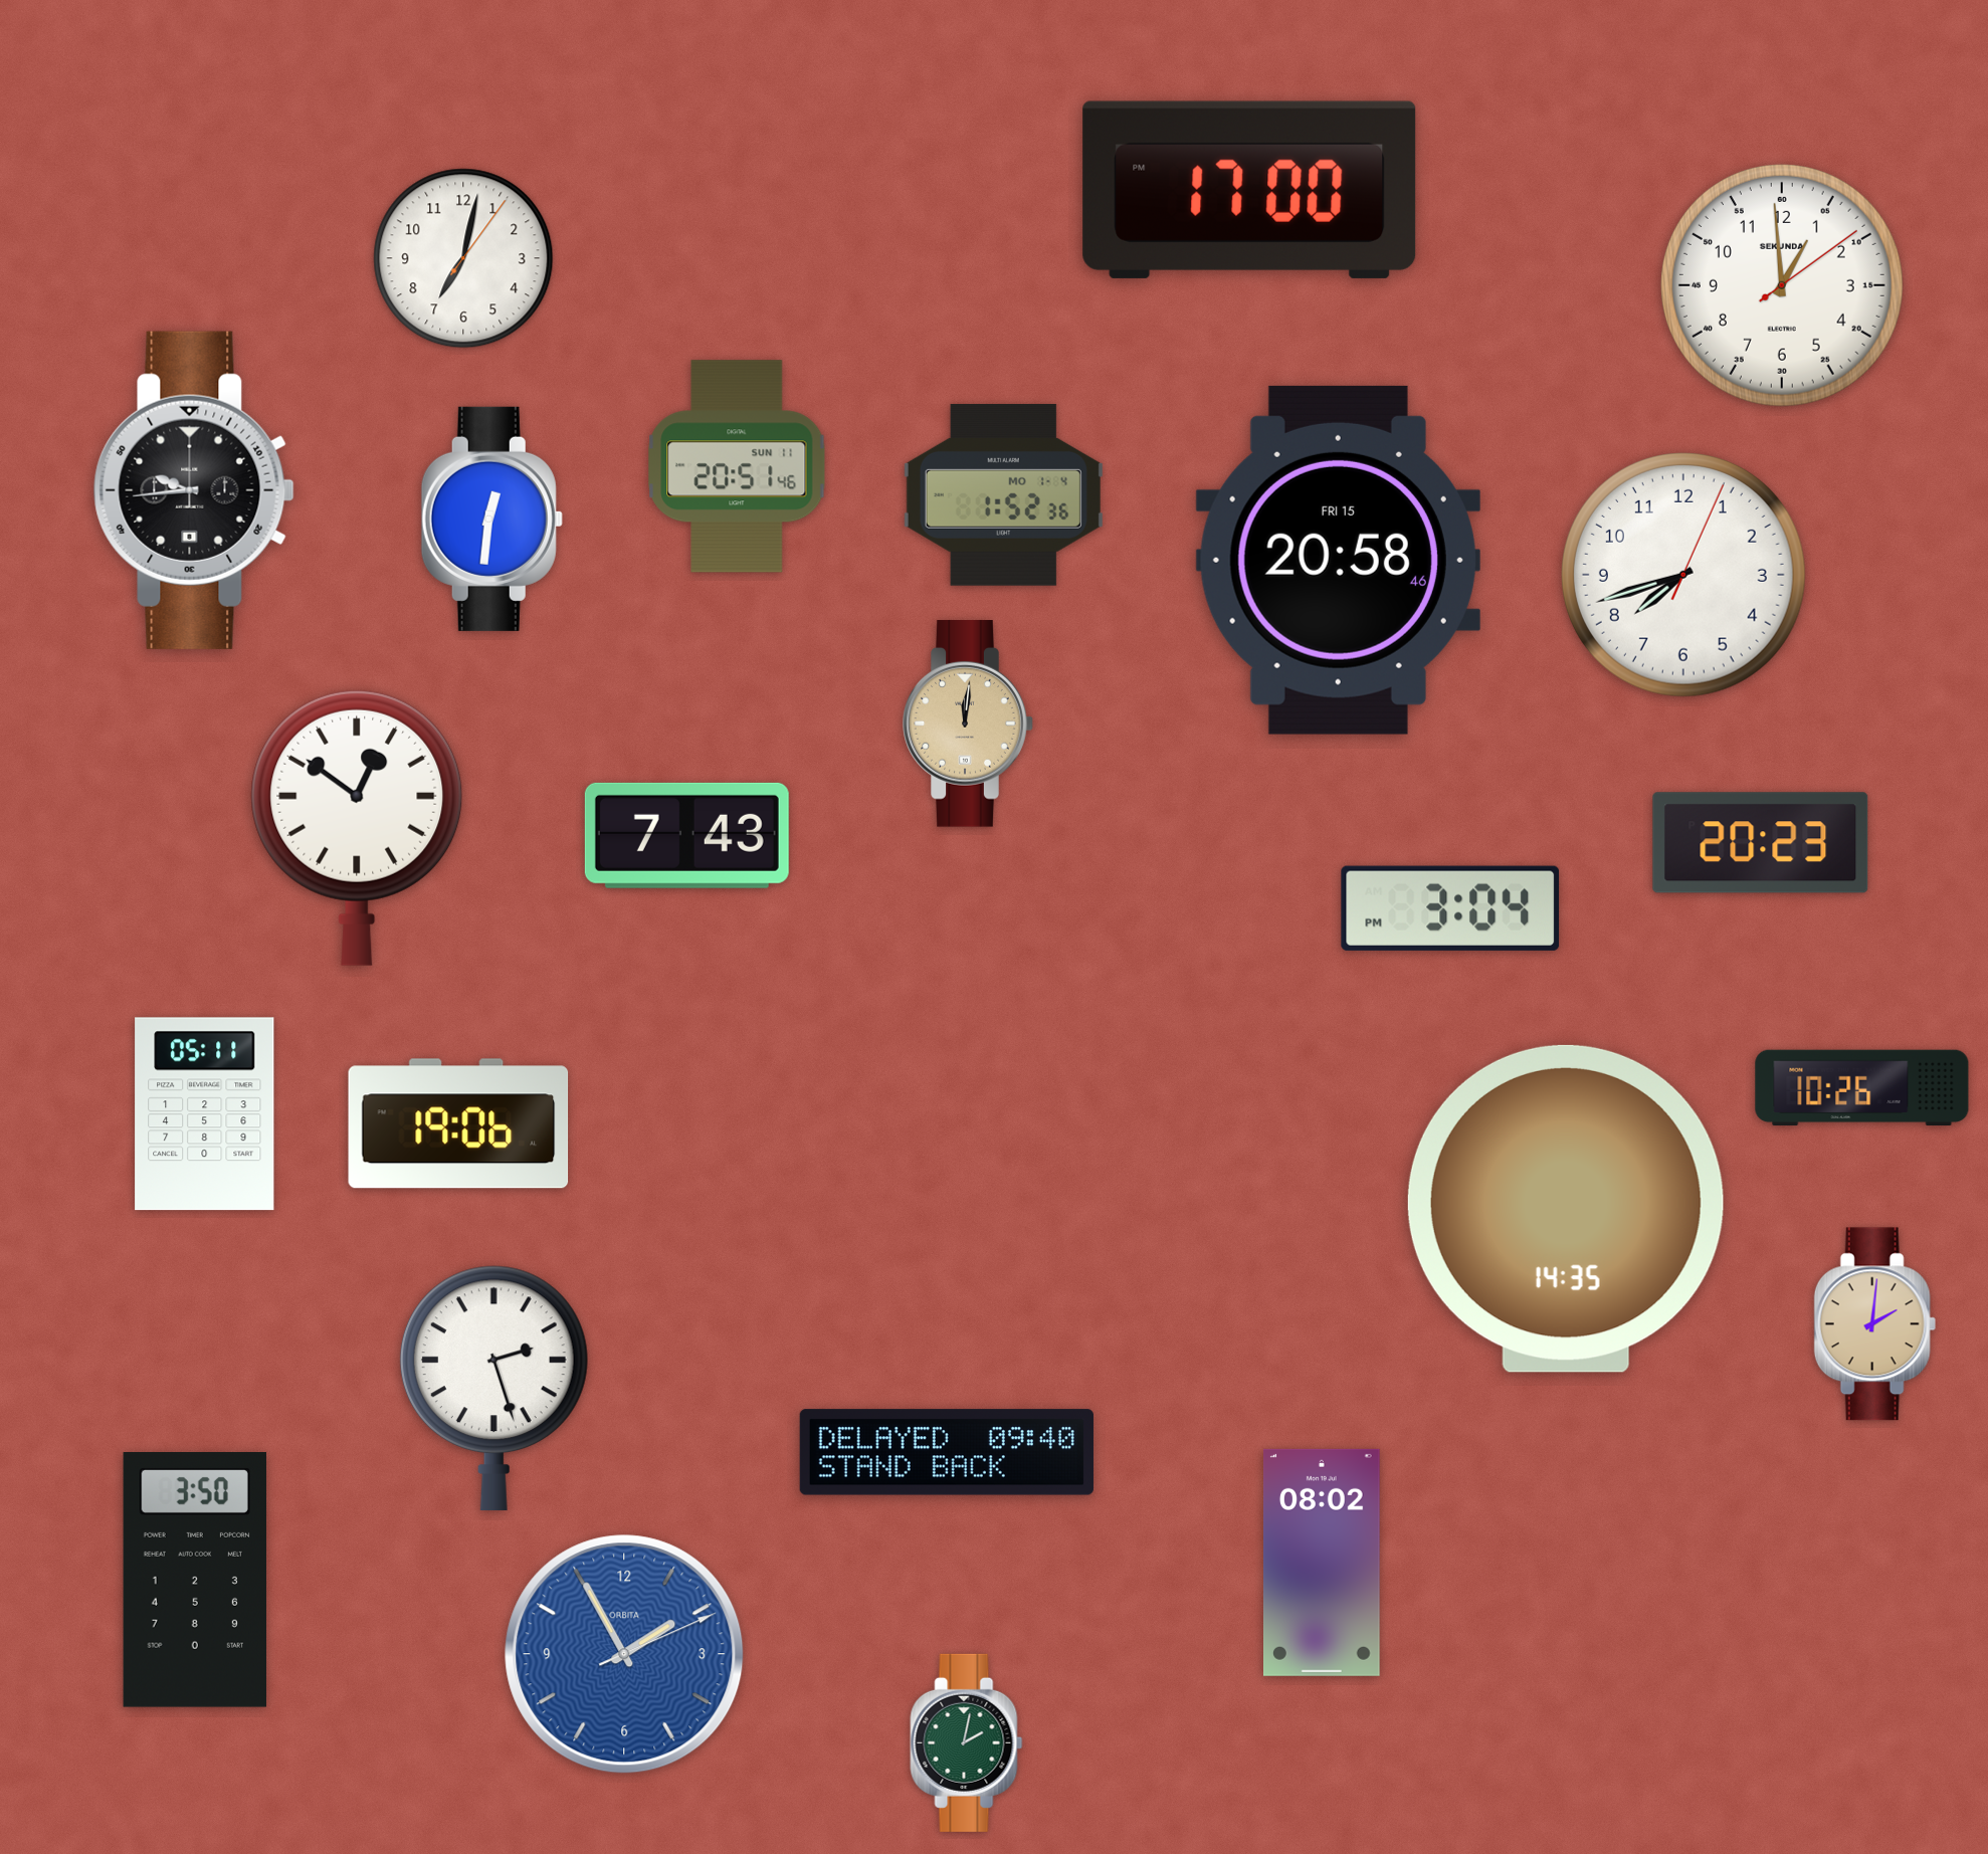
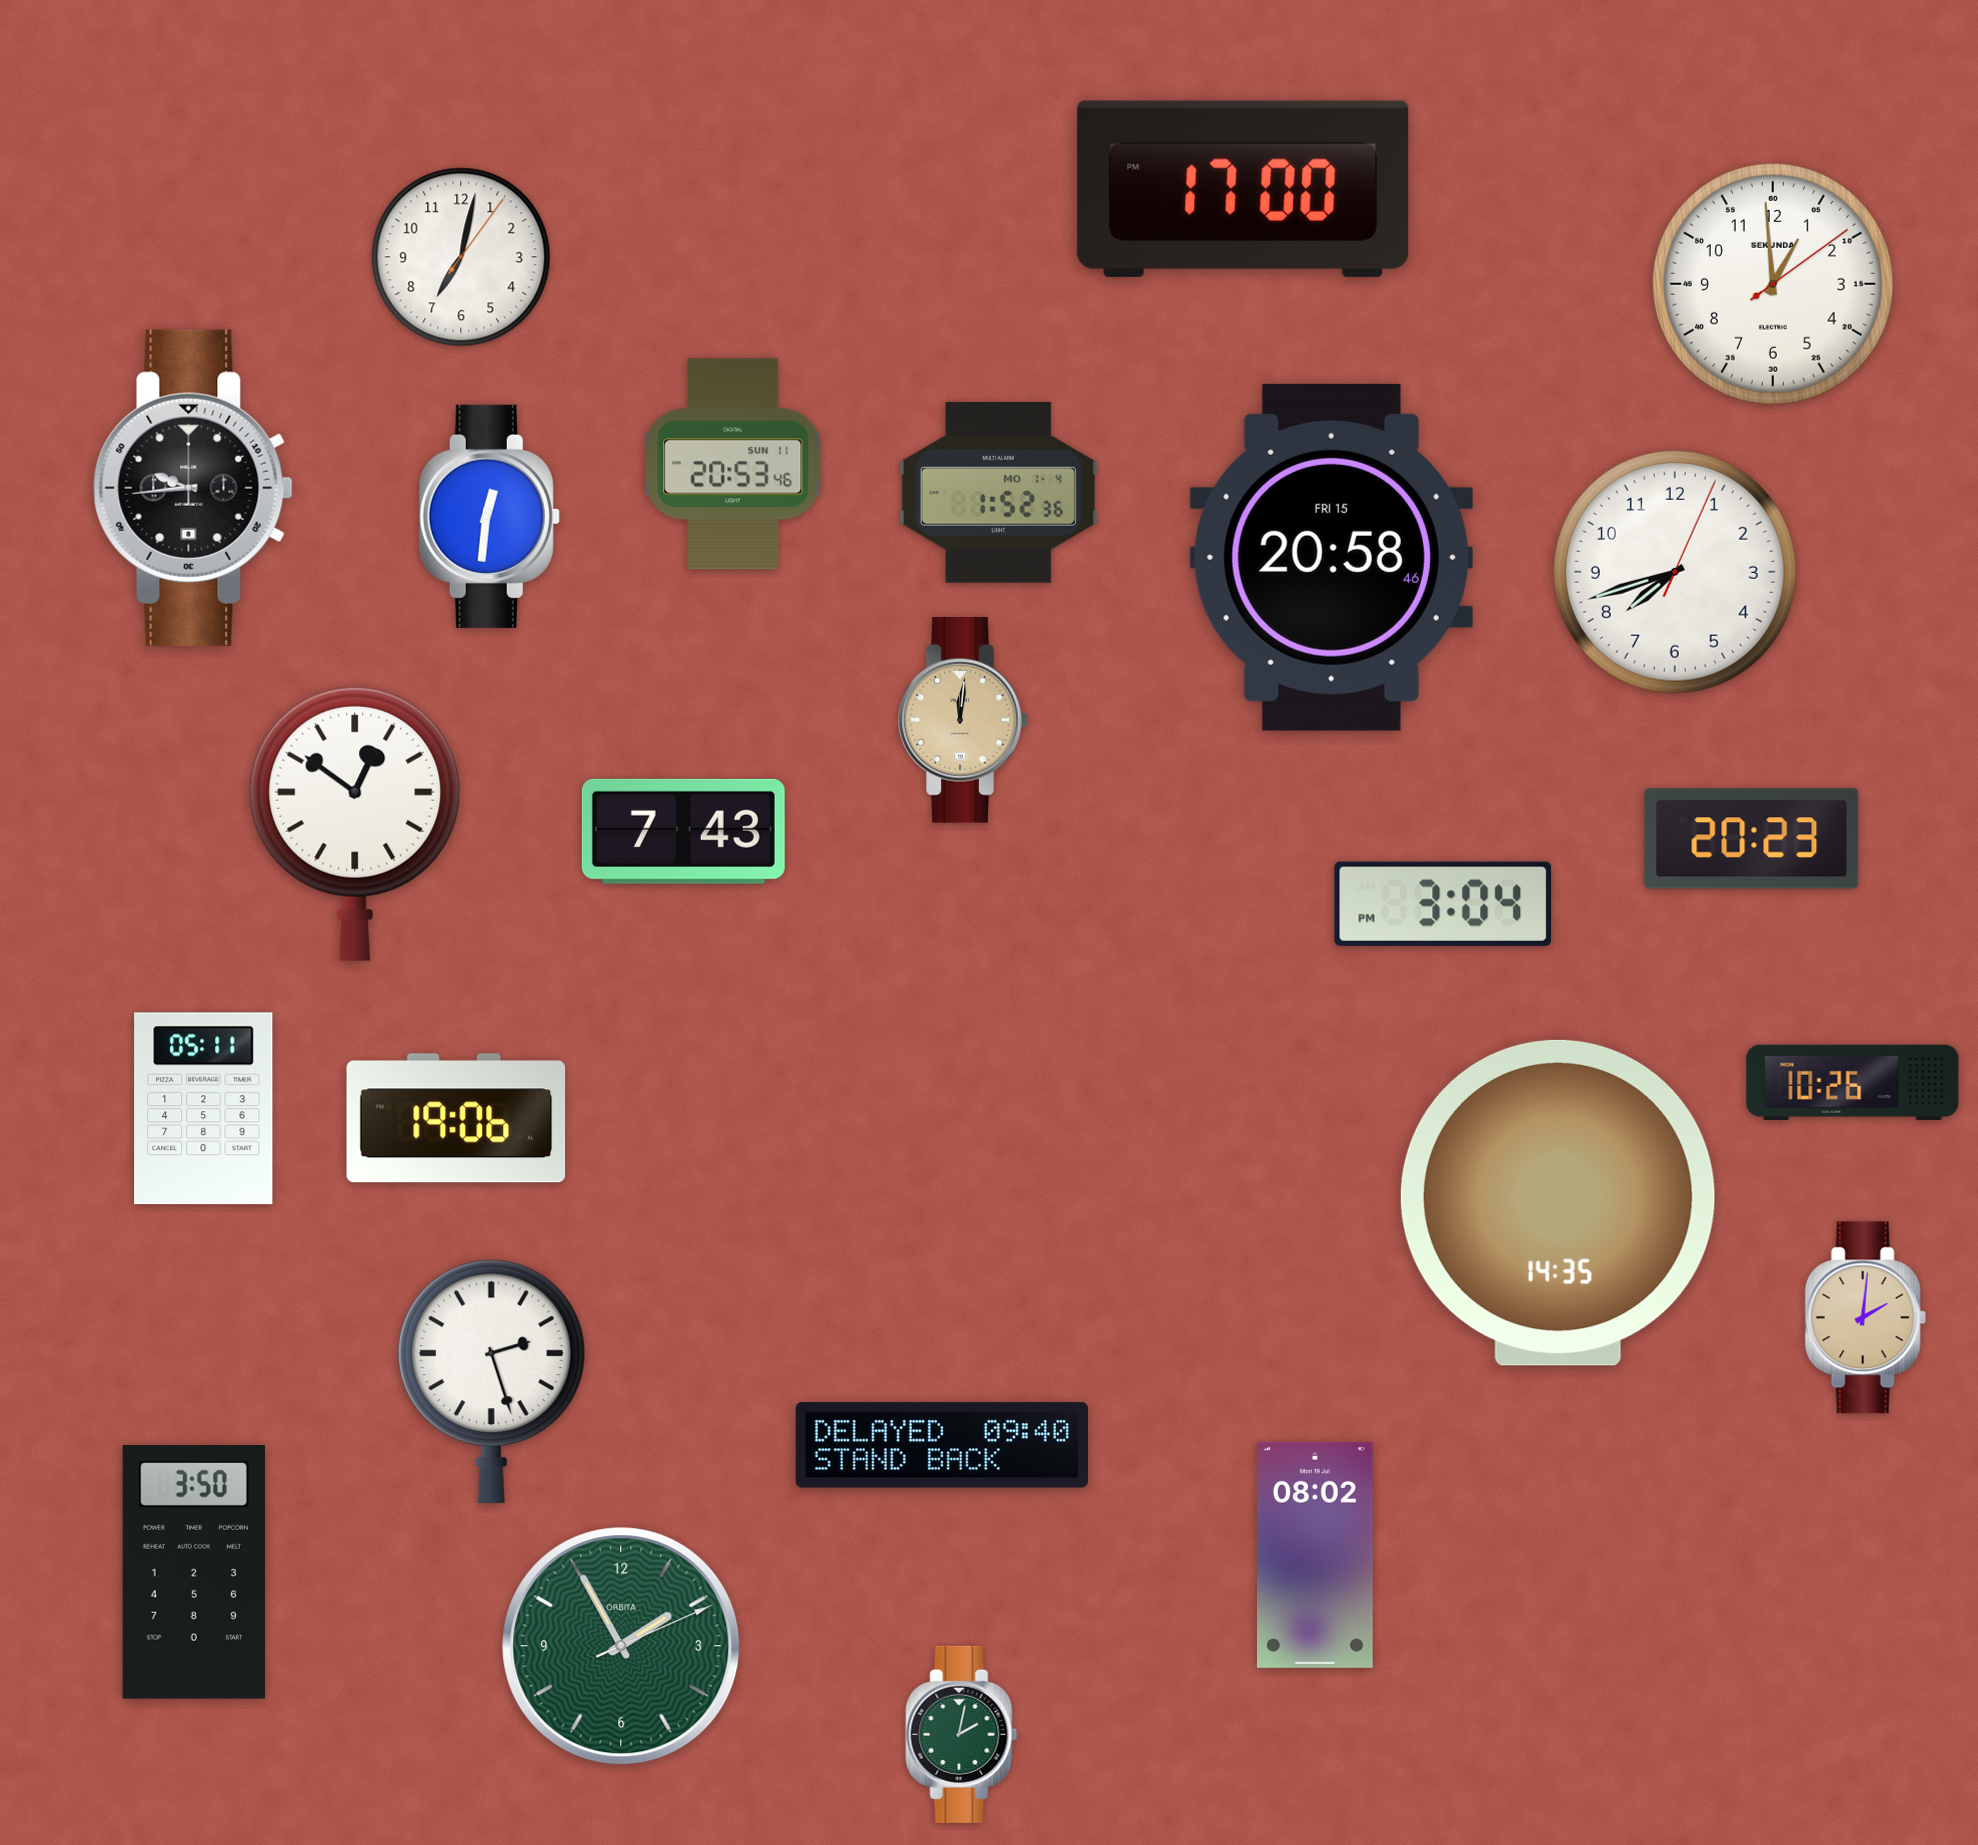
clock at (737, 466): 20:51 -> 20:53
clock at (624, 1654) dial: blue -> green
